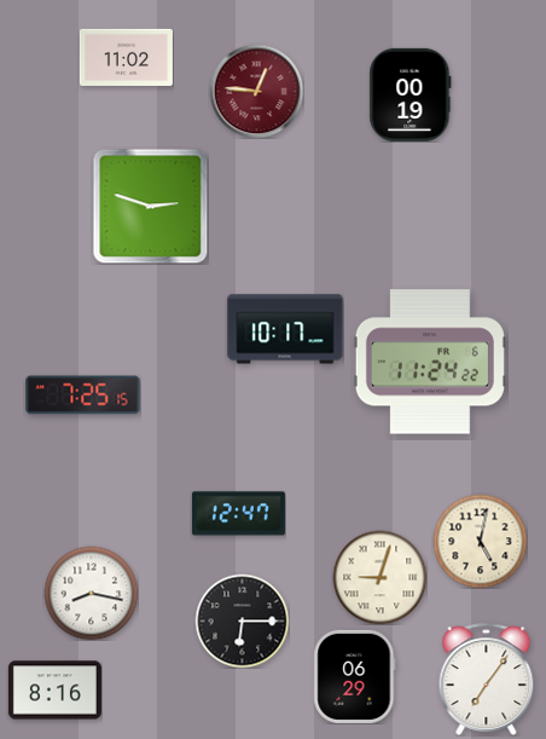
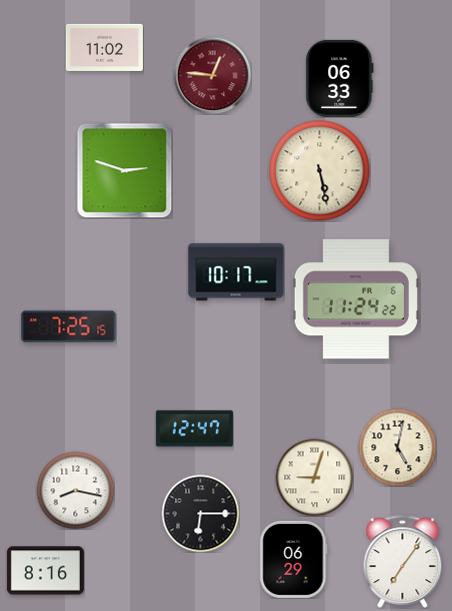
clock at (411, 94): 00:19 -> 06:33
clock at (320, 171): none -> 5:28
clock at (238, 514) position: (238, 514) -> (194, 429)
